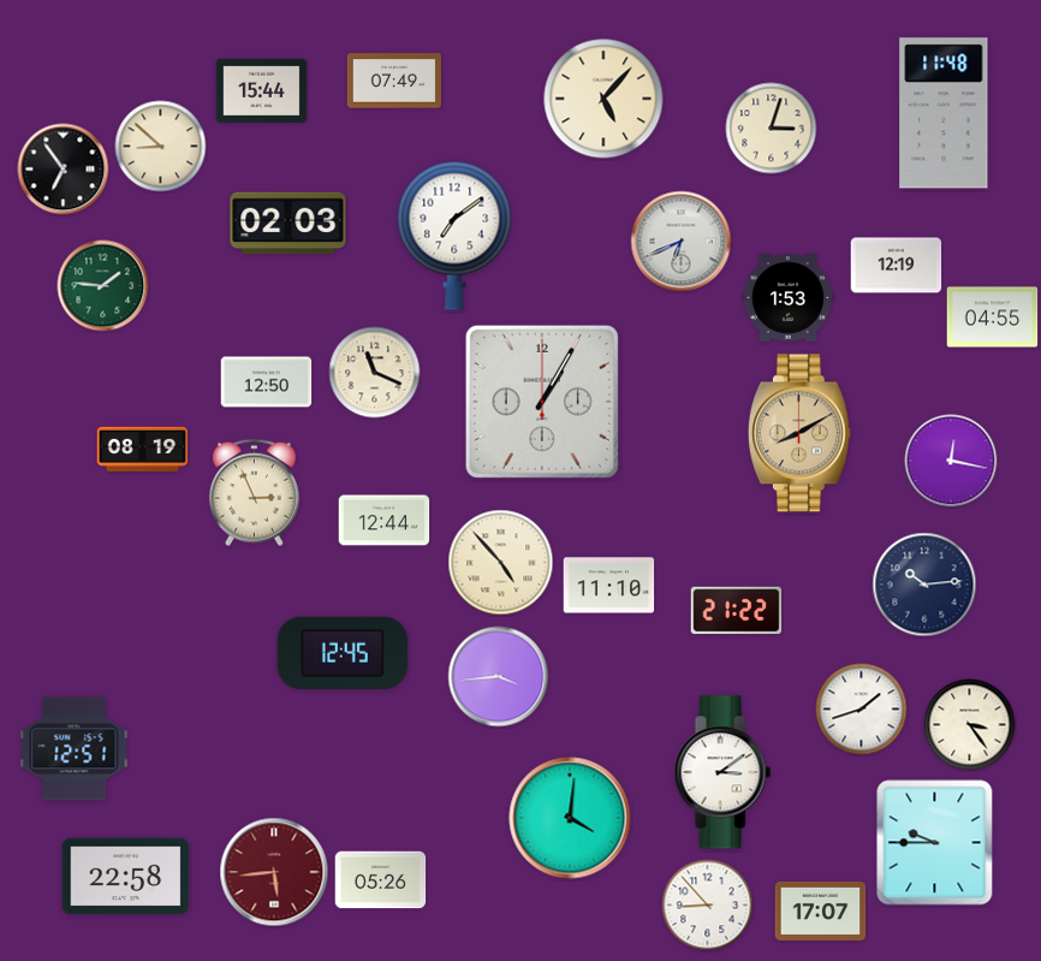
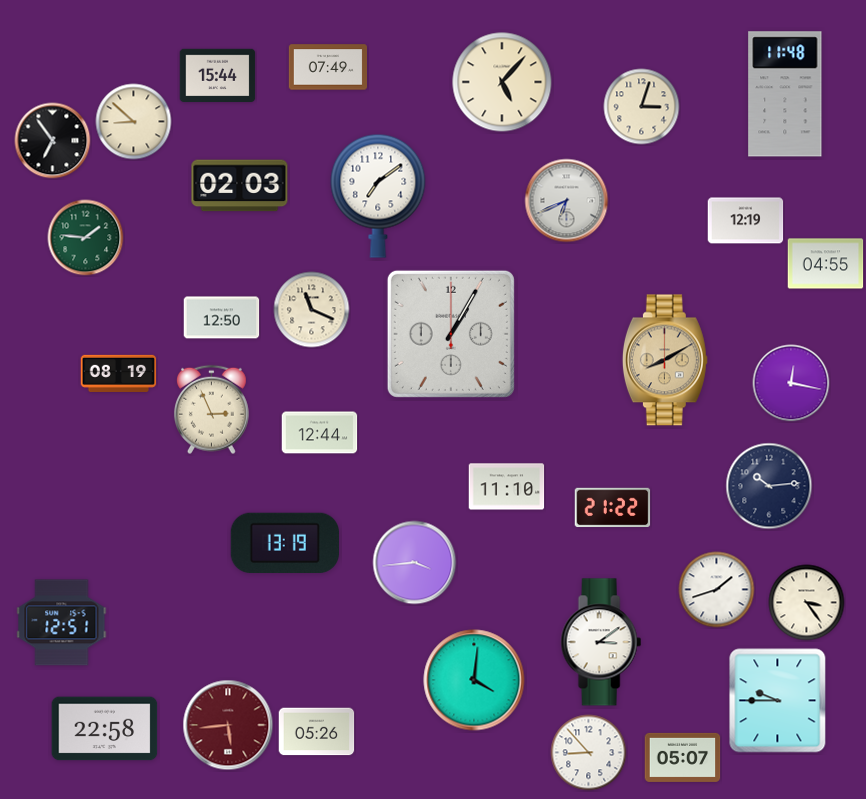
clock at (789, 298): 1:53 -> none
clock at (501, 563): 4:53 -> none
clock at (341, 652): 12:45 -> 13:19
clock at (821, 910): 17:07 -> 05:07
